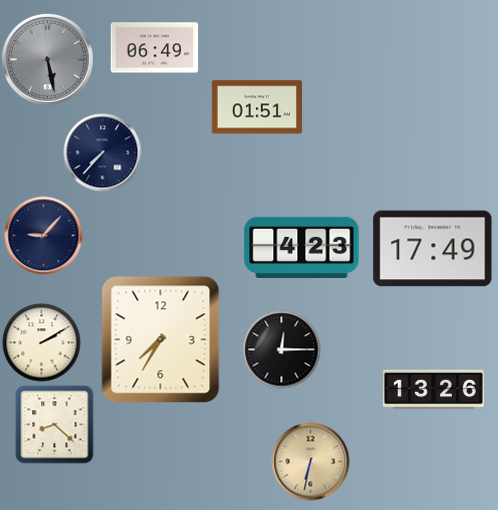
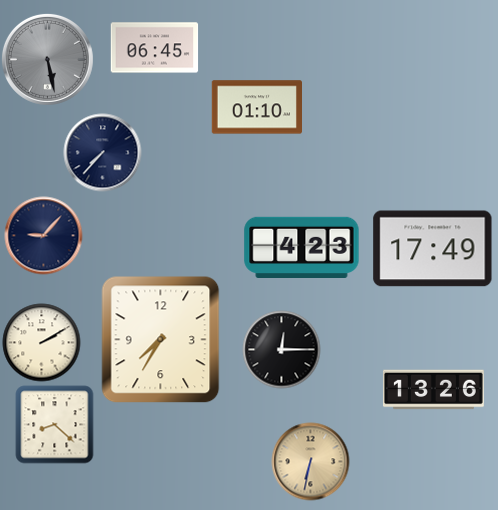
clock at (154, 48): 06:49 -> 06:45
clock at (256, 107): 01:51 -> 01:10
